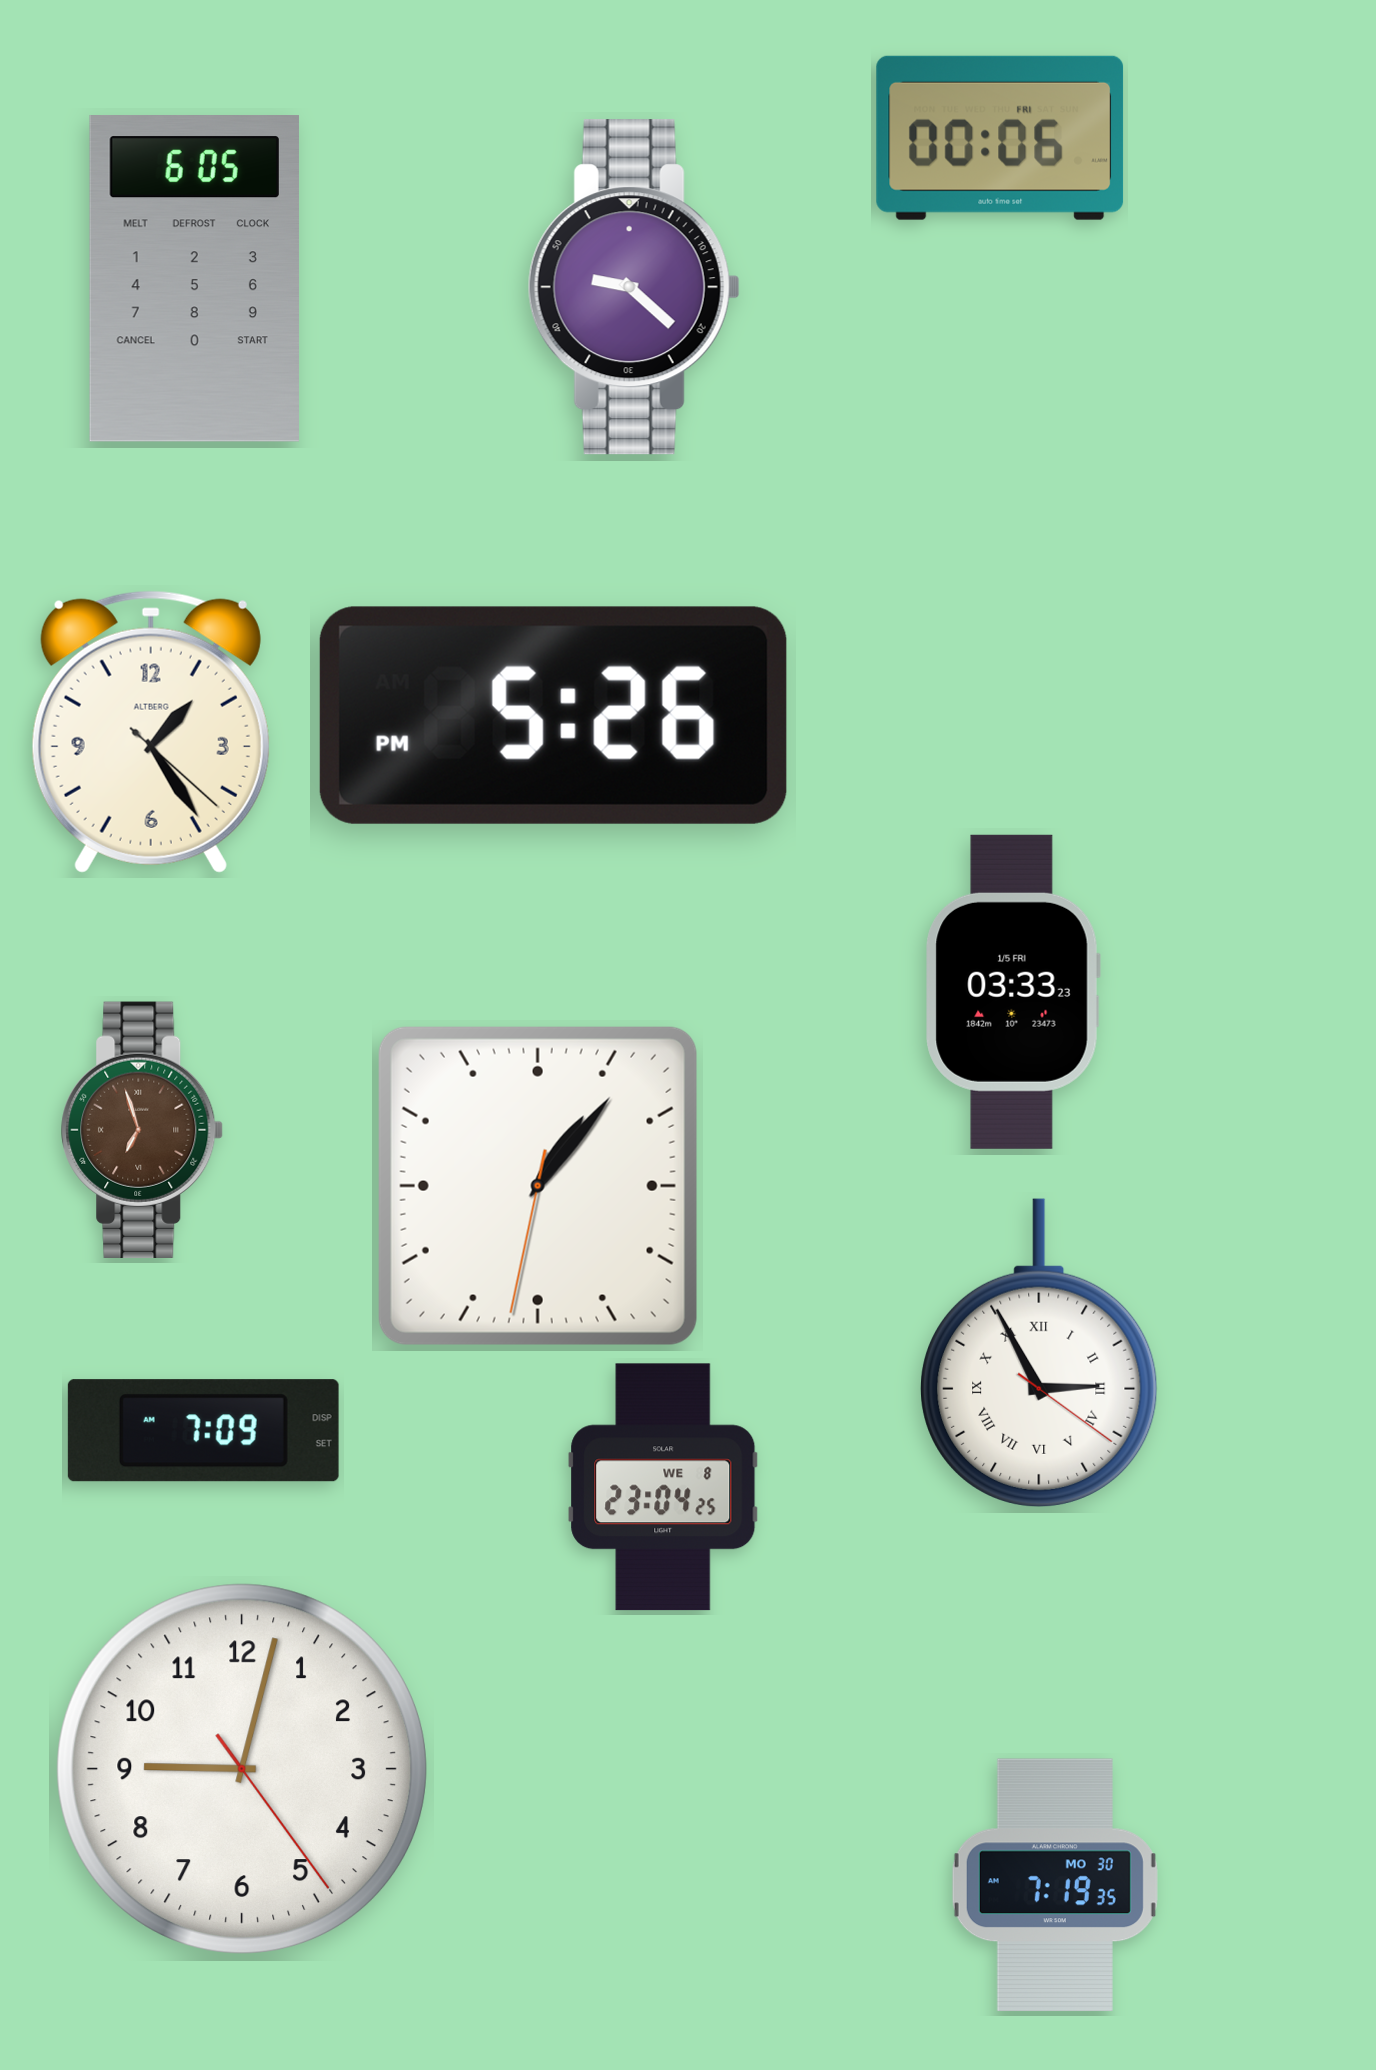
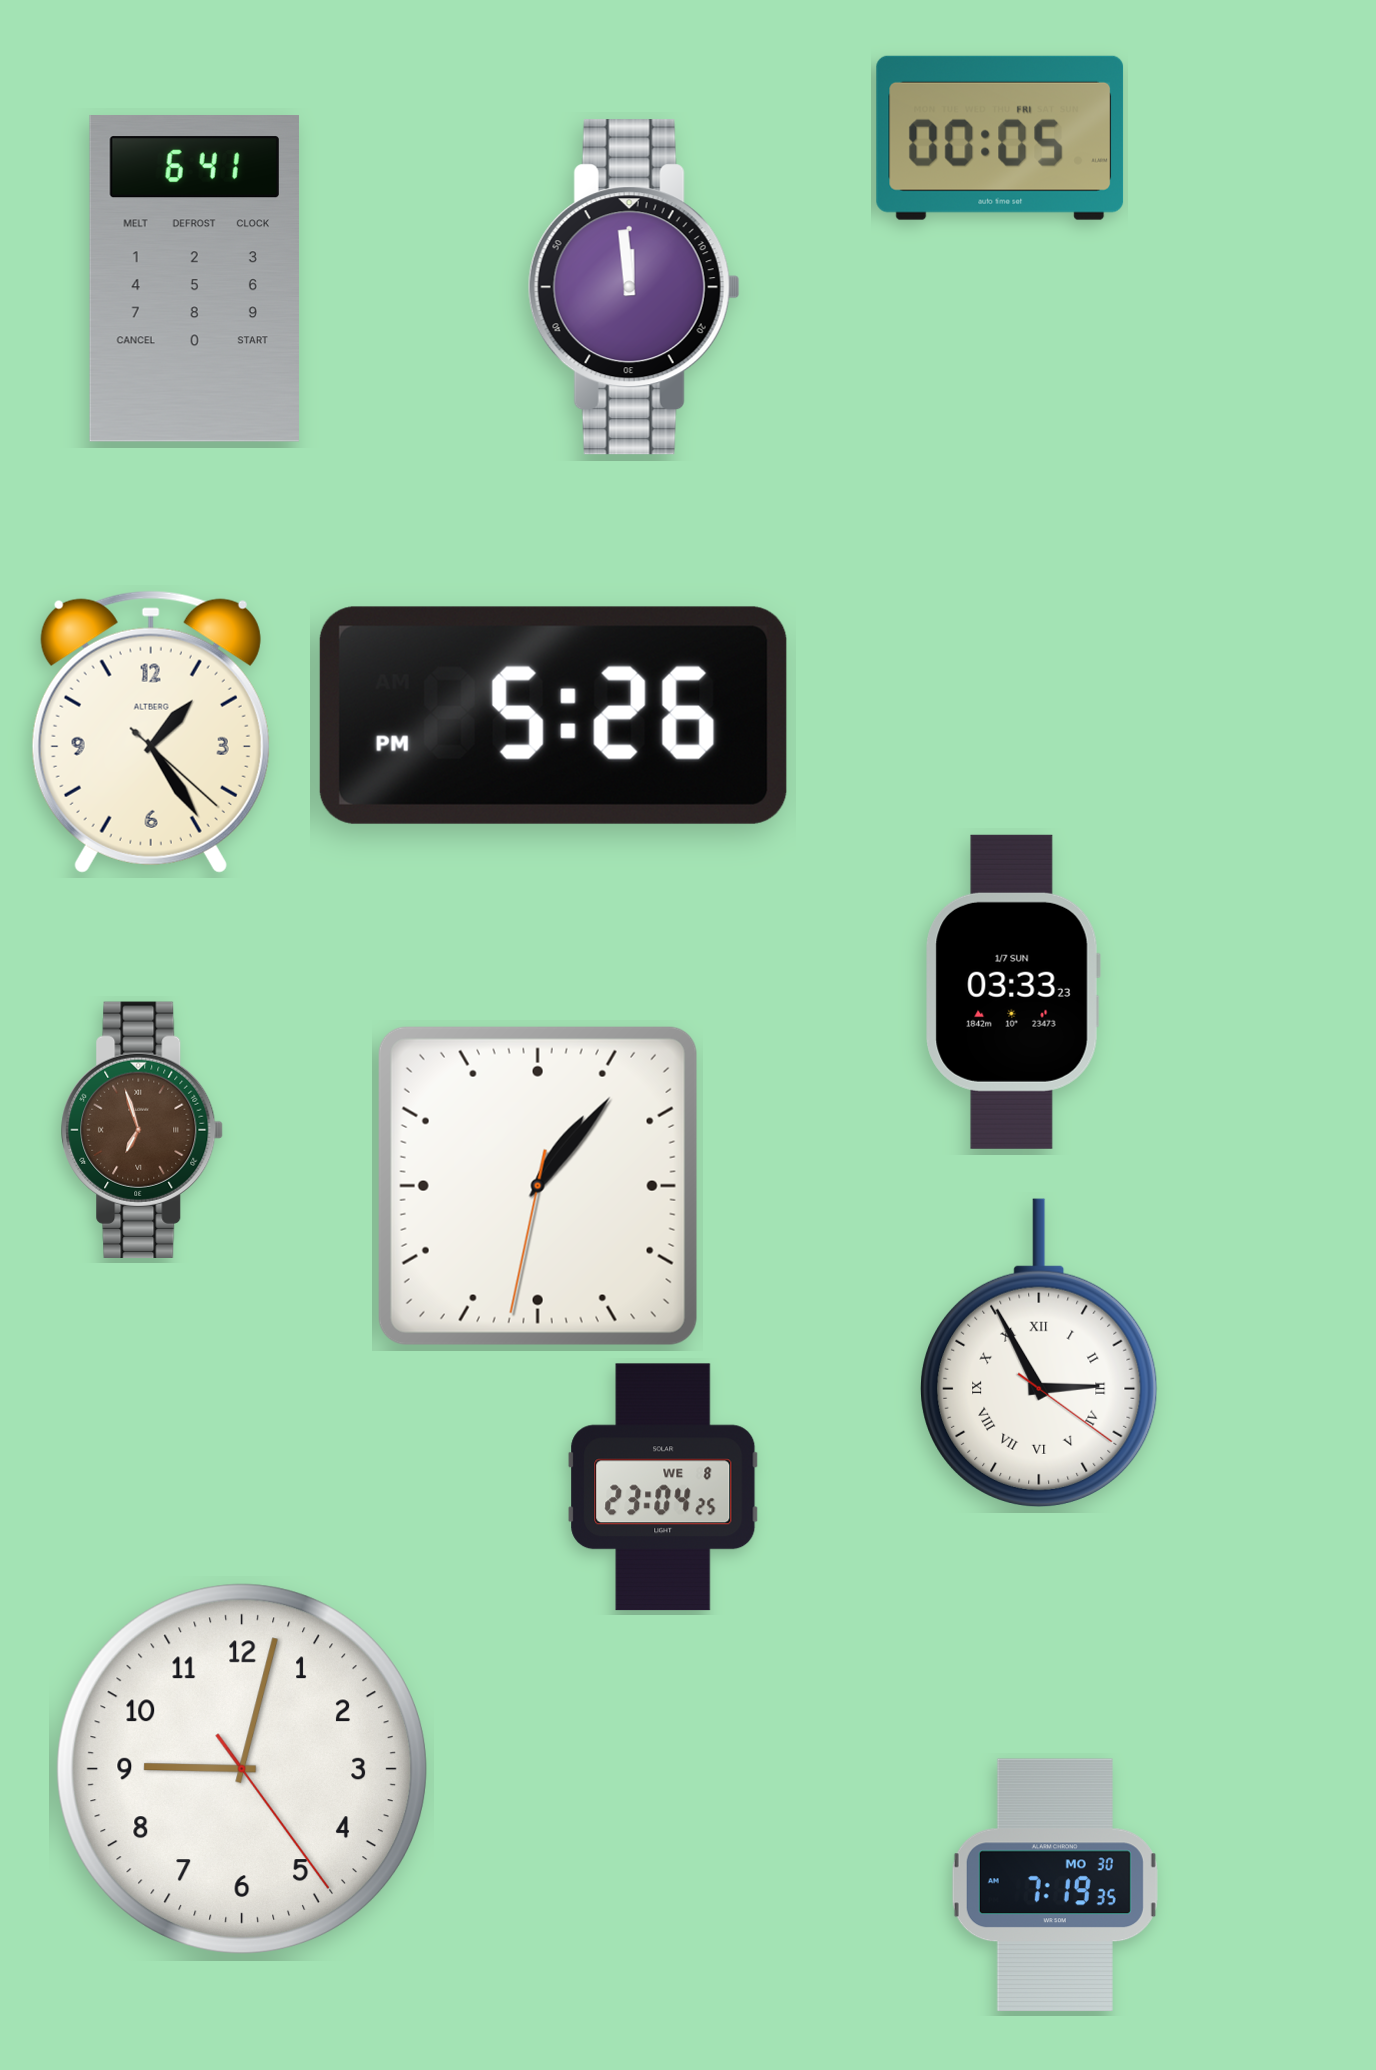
clock at (1000, 138): 00:06 -> 00:05
clock at (194, 279): 6:05 -> 6:41
clock at (634, 287): 9:22 -> 11:59
clock at (1013, 992) date: 1/5 FRI -> 1/7 SUN
clock at (203, 1431): 7:09 -> none
